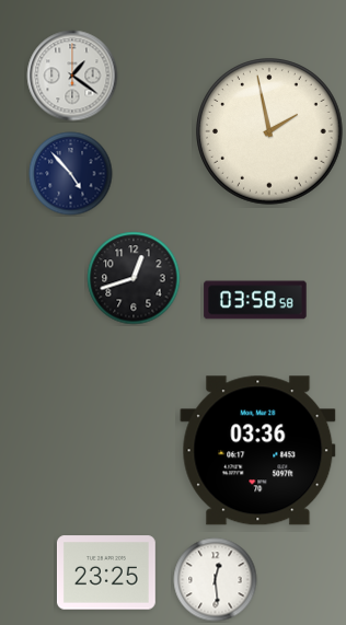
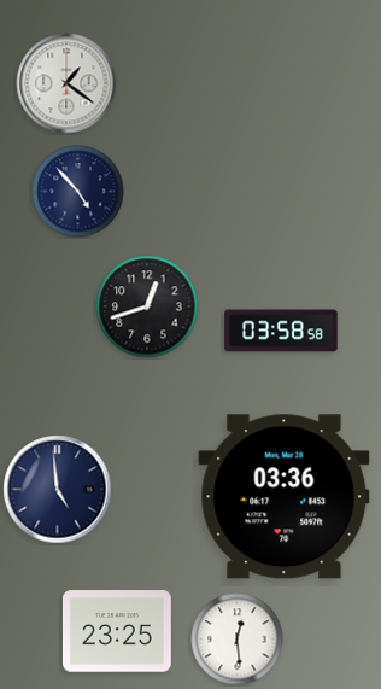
clock at (72, 76) position: (72, 76) -> (66, 83)
clock at (270, 132): 1:58 -> none
clock at (58, 490): none -> 4:59
